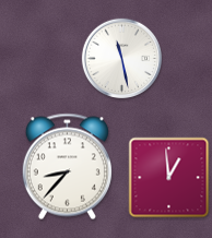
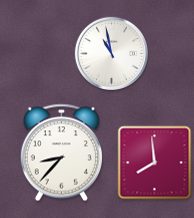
clock at (121, 58): 11:28 -> 10:58
clock at (169, 178): 12:59 -> 7:59
